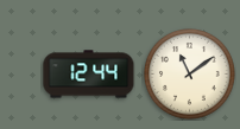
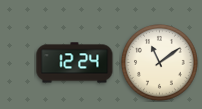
clock at (89, 75): 12:44 -> 12:24
